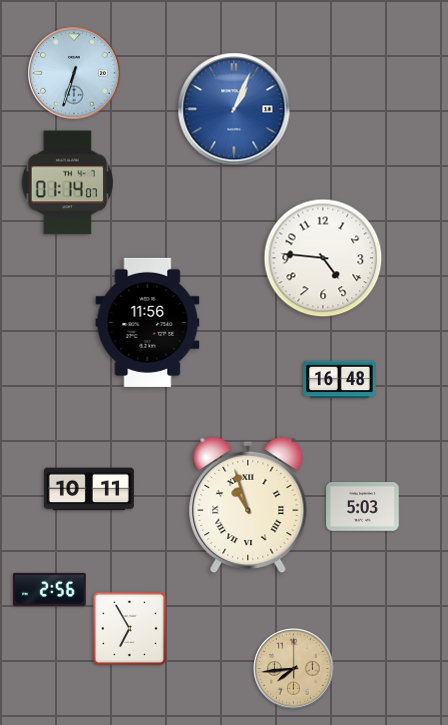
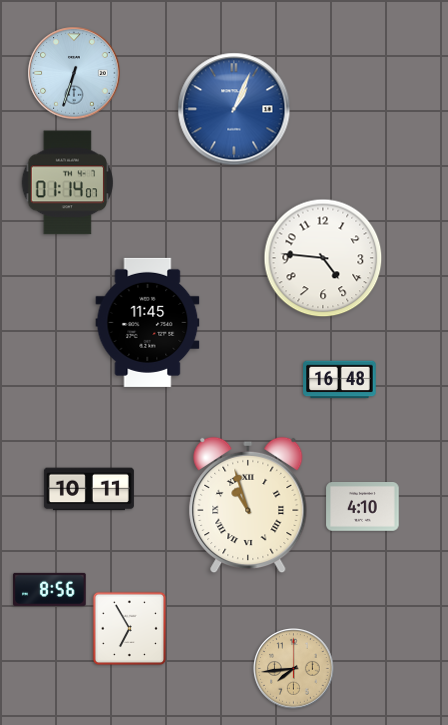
clock at (148, 322): 11:56 -> 11:45
clock at (363, 507): 5:03 -> 4:10
clock at (50, 589): 2:56 -> 8:56
